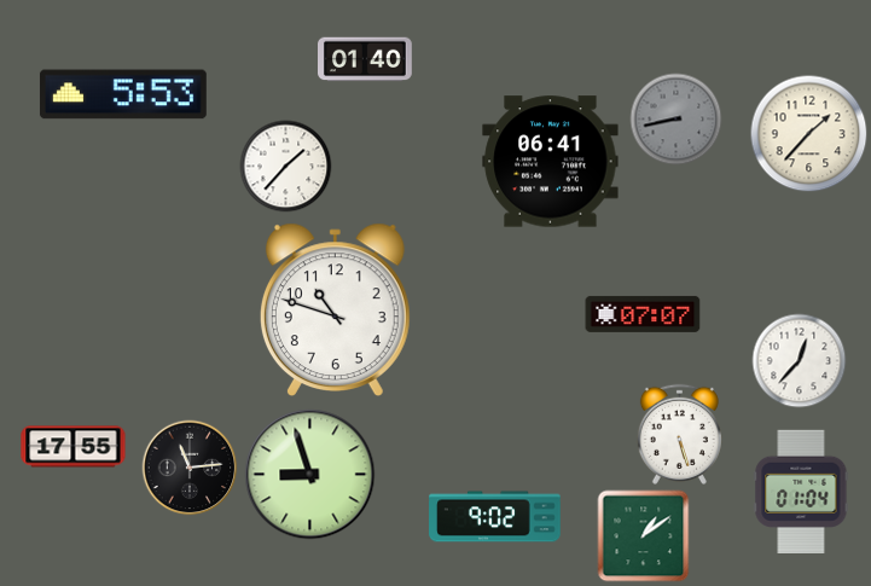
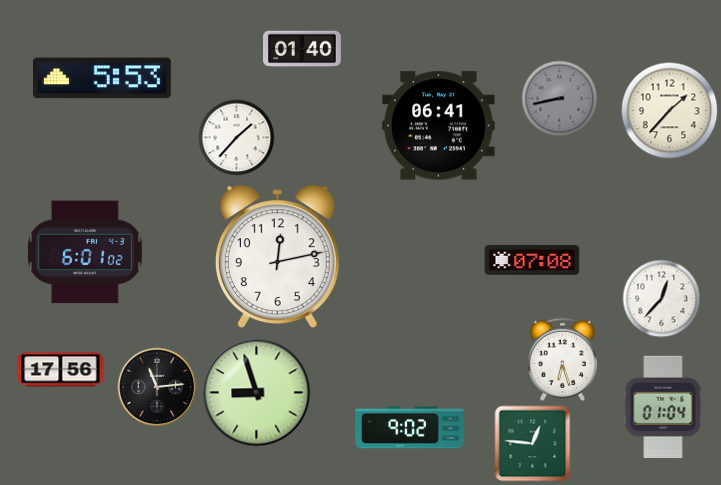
clock at (551, 162) position: (551, 162) -> (439, 126)
clock at (86, 252): none -> 6:01
clock at (335, 309): 10:48 -> 12:13
clock at (643, 314): 07:07 -> 07:08
clock at (679, 434): 5:27 -> 6:27
clock at (74, 447): 17:55 -> 17:56
clock at (644, 536): 1:09 -> 12:46
